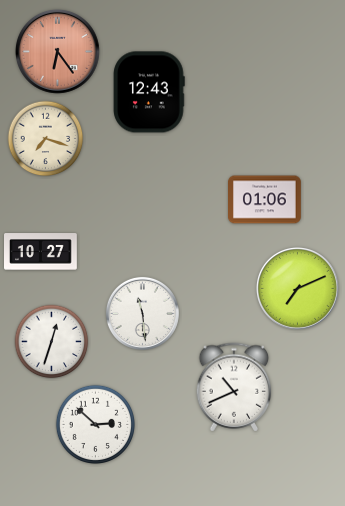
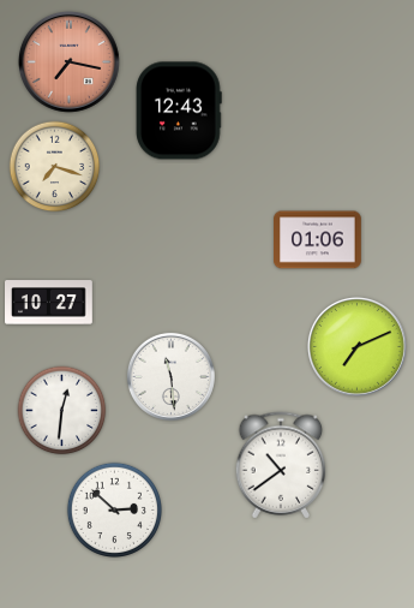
clock at (57, 51): 6:24 -> 7:17
clock at (52, 342): 12:33 -> 12:31
clock at (234, 387): 10:41 -> 10:39
